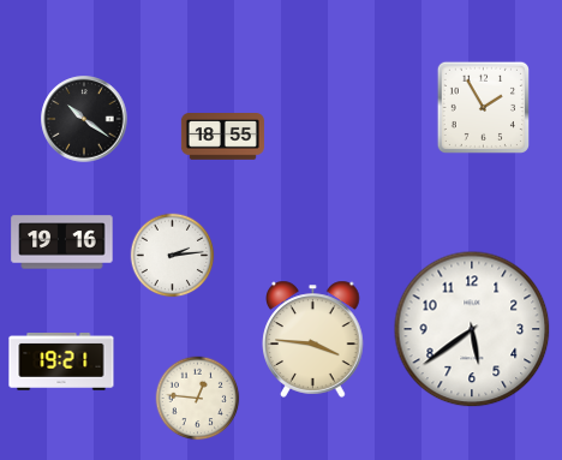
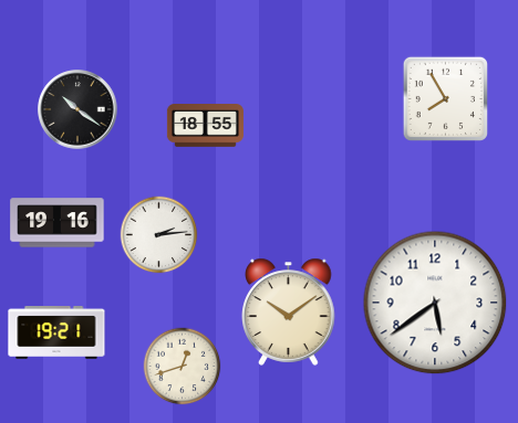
clock at (483, 107): 1:55 -> 7:55
clock at (313, 339): 3:46 -> 10:09
clock at (198, 399): 12:46 -> 12:42
